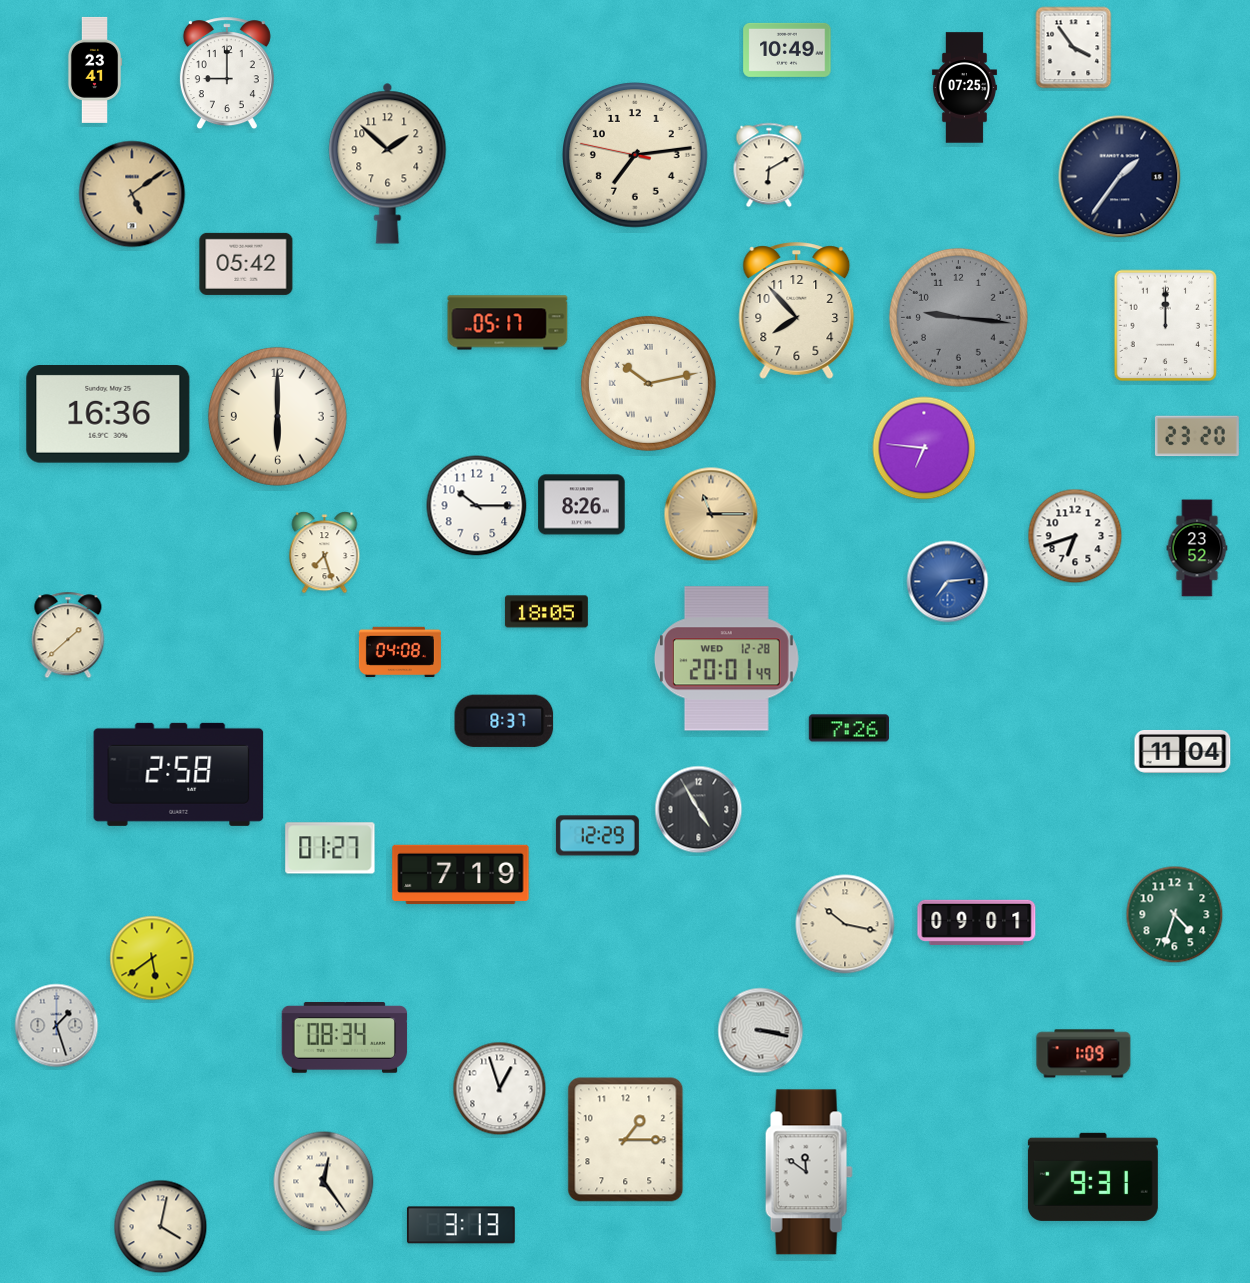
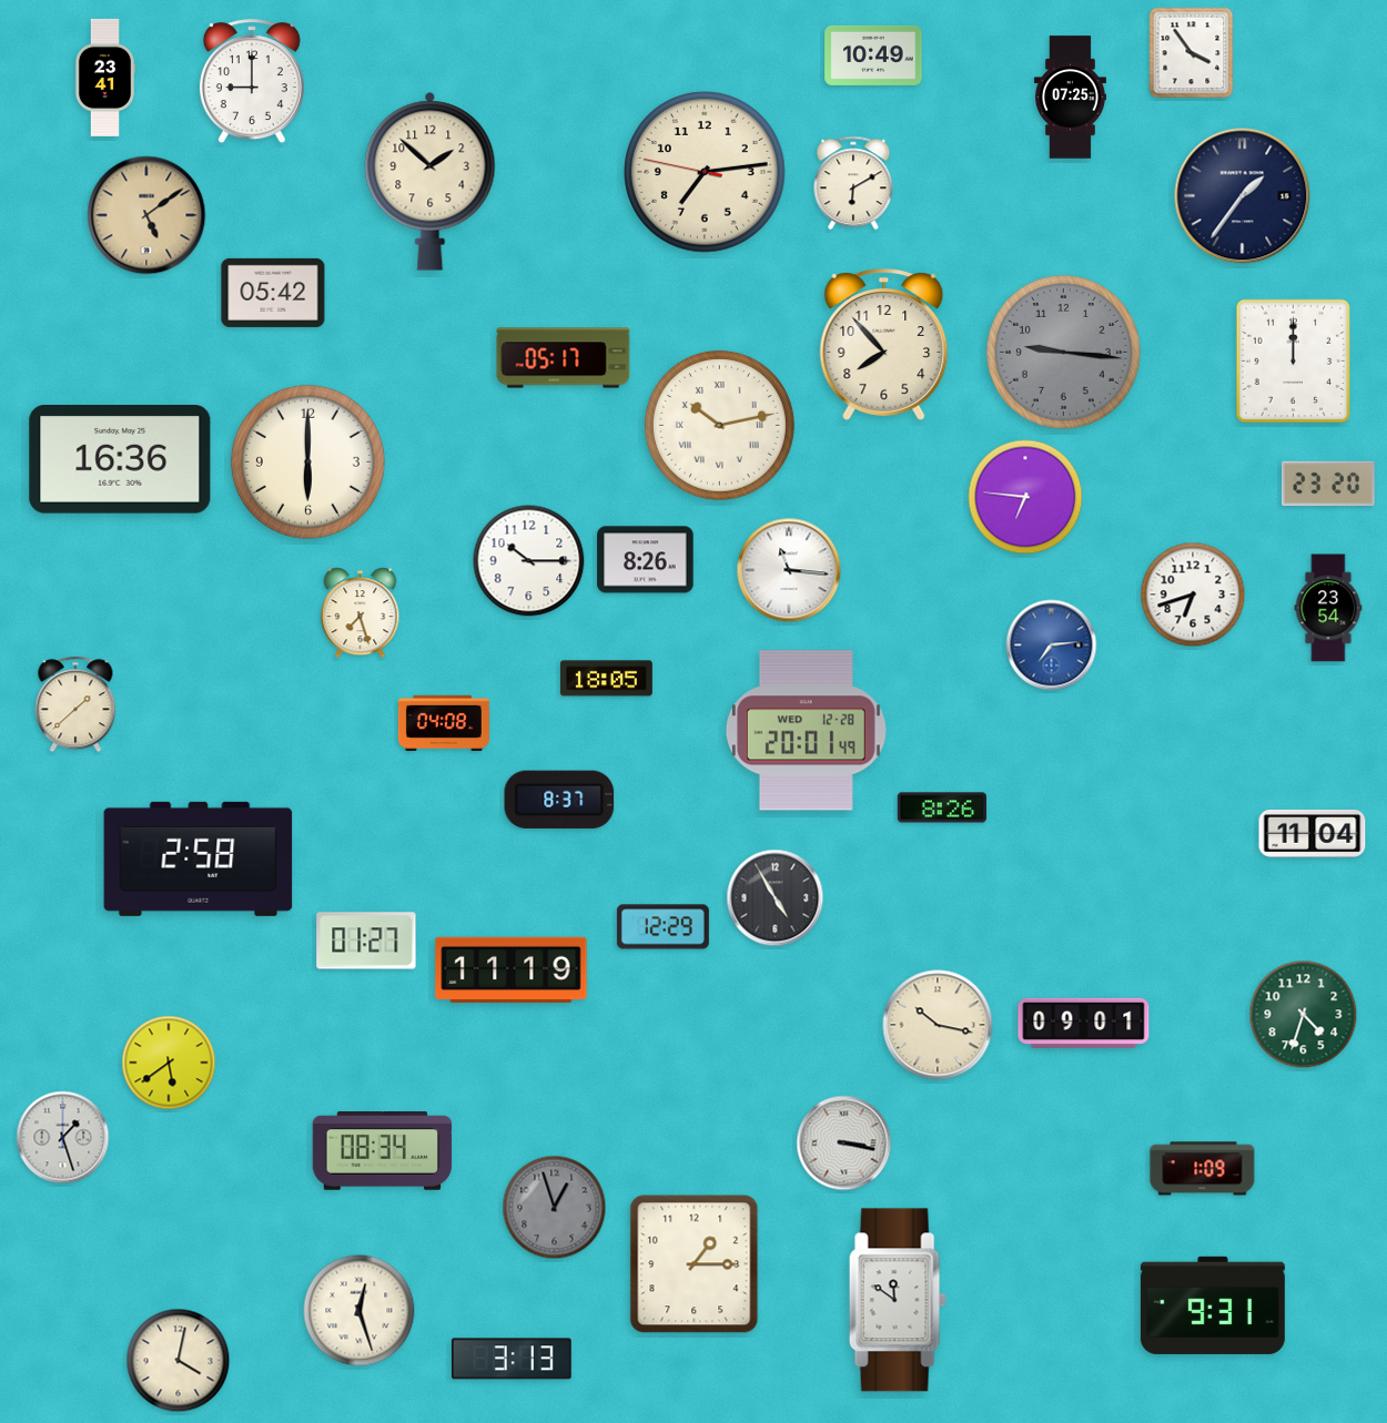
clock at (711, 514): 11:15 -> 11:16
clock at (711, 514) dial: champagne -> white
clock at (1197, 548): 23:52 -> 23:54
clock at (849, 728): 7:26 -> 8:26
clock at (461, 875): 7:19 -> 11:19
clock at (500, 1089) dial: white -> grey
clock at (324, 1182): 12:24 -> 12:27
